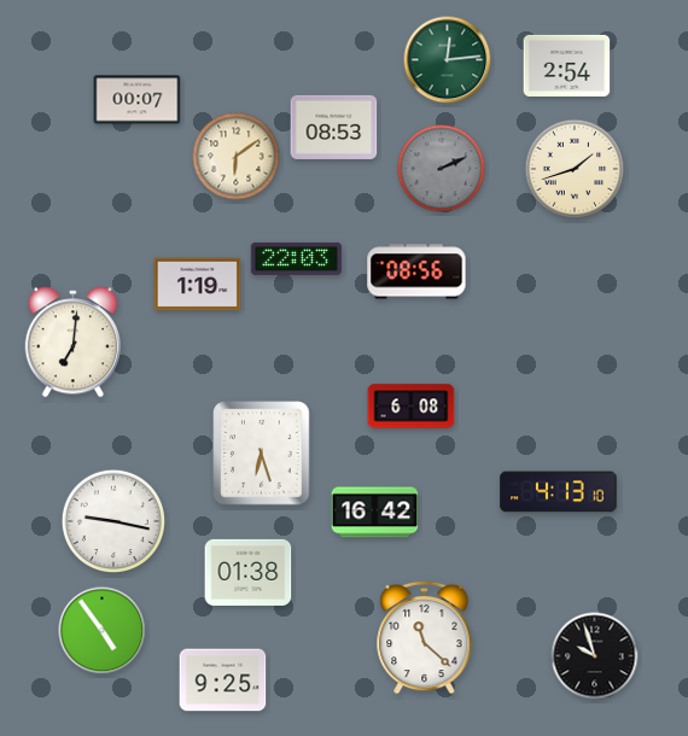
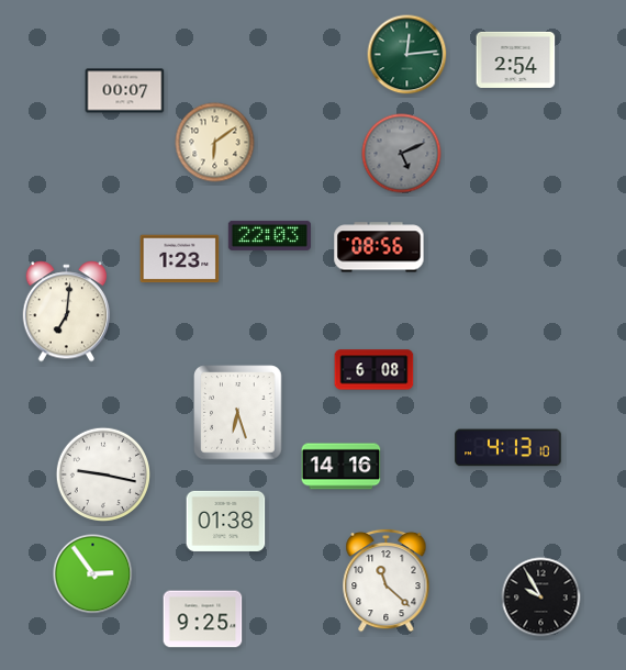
clock at (334, 127): 08:53 -> none
clock at (442, 169): 2:11 -> 5:11
clock at (575, 169): 1:42 -> none
clock at (198, 285): 1:19 -> 1:23
clock at (375, 513): 16:42 -> 14:16
clock at (103, 631): 4:54 -> 2:54
clock at (595, 656): 9:57 -> 9:55
